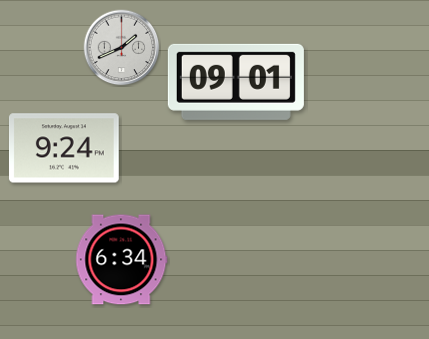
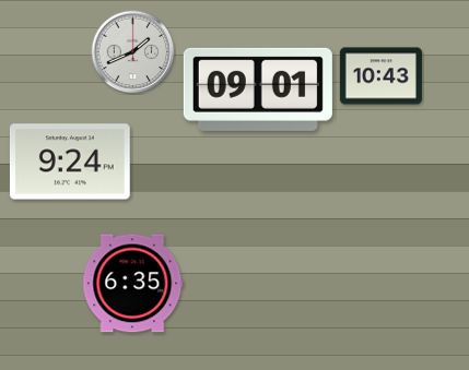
clock at (380, 76): none -> 10:43
clock at (122, 260): 6:34 -> 6:35
